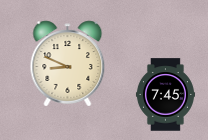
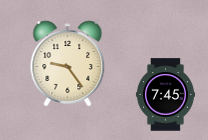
clock at (68, 64): 8:49 -> 9:24
